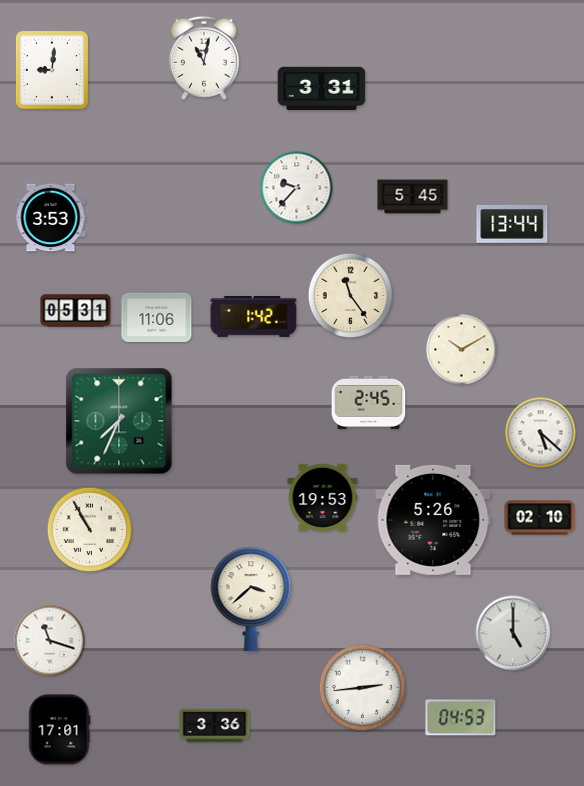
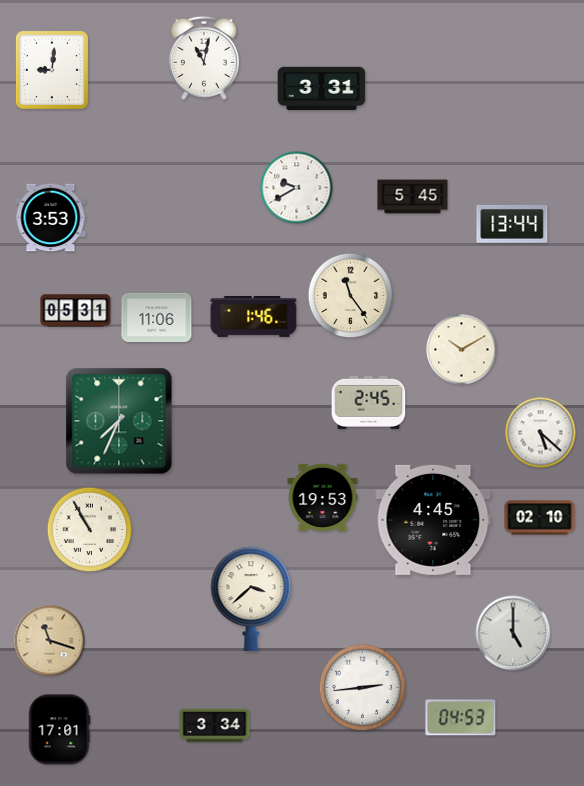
clock at (297, 188): 9:37 -> 9:40
clock at (254, 316): 1:42 -> 1:46
clock at (433, 520): 5:26 -> 4:45
clock at (50, 641) dial: white -> champagne
clock at (215, 726): 3:36 -> 3:34
